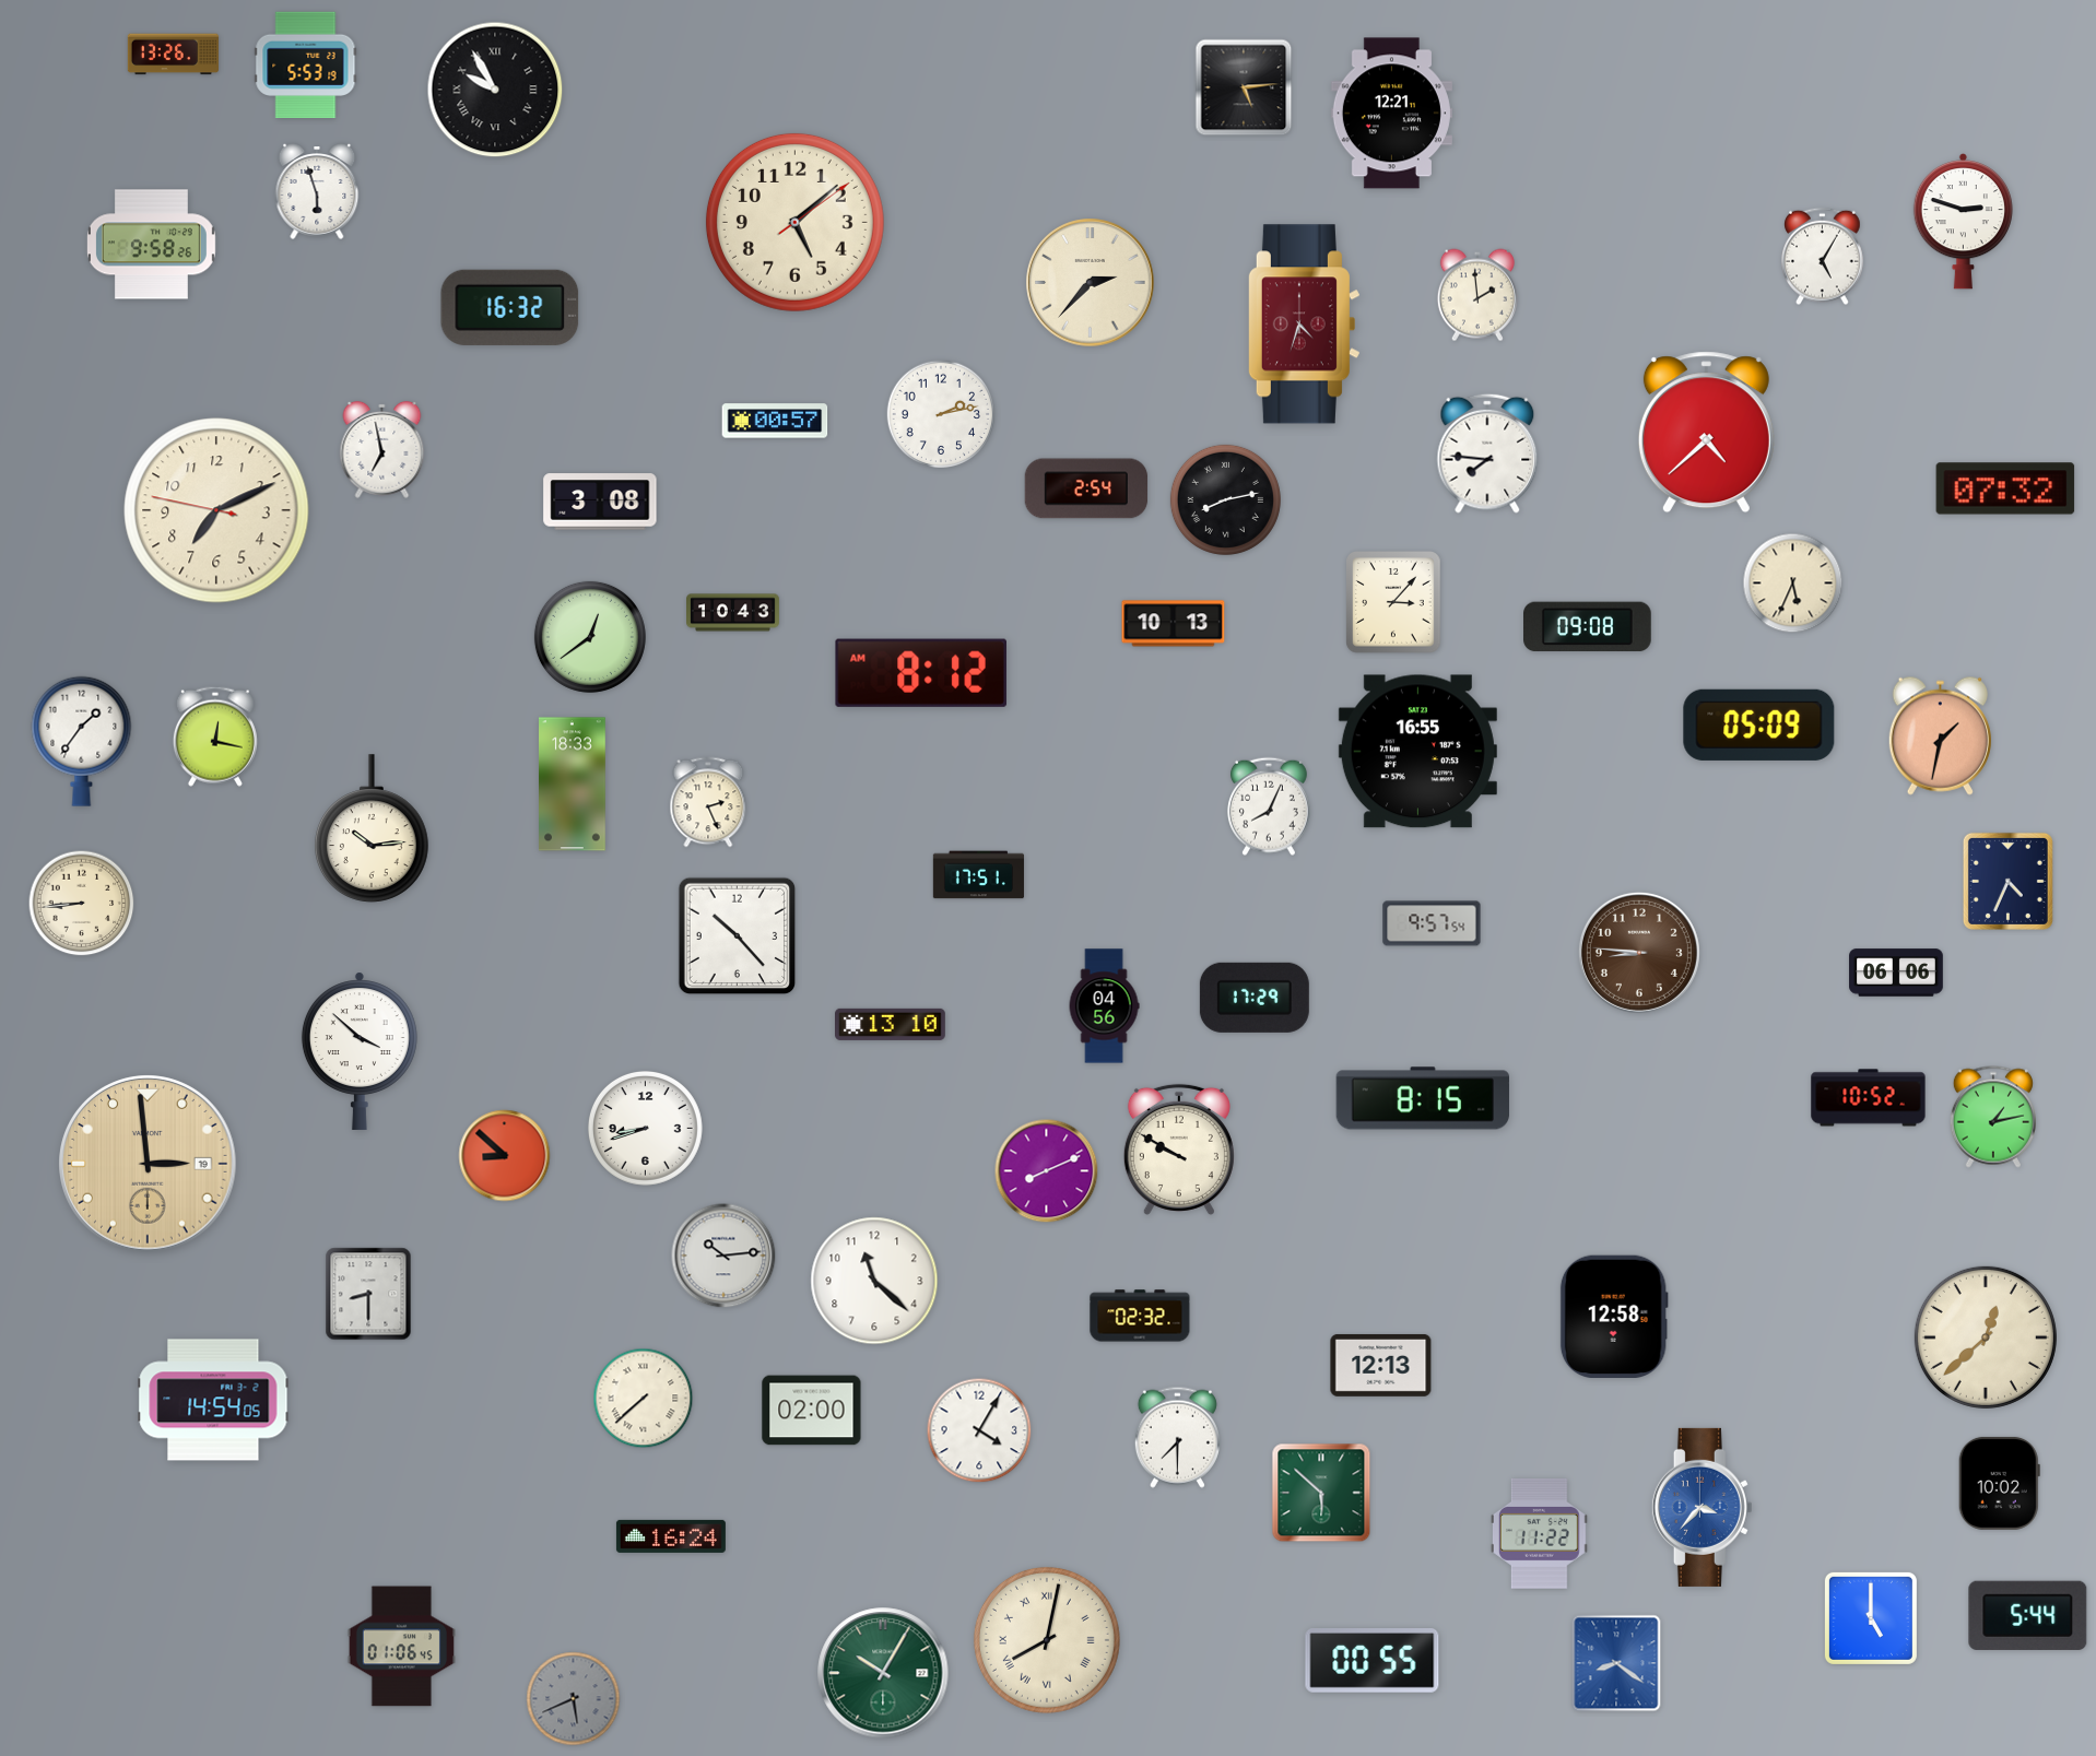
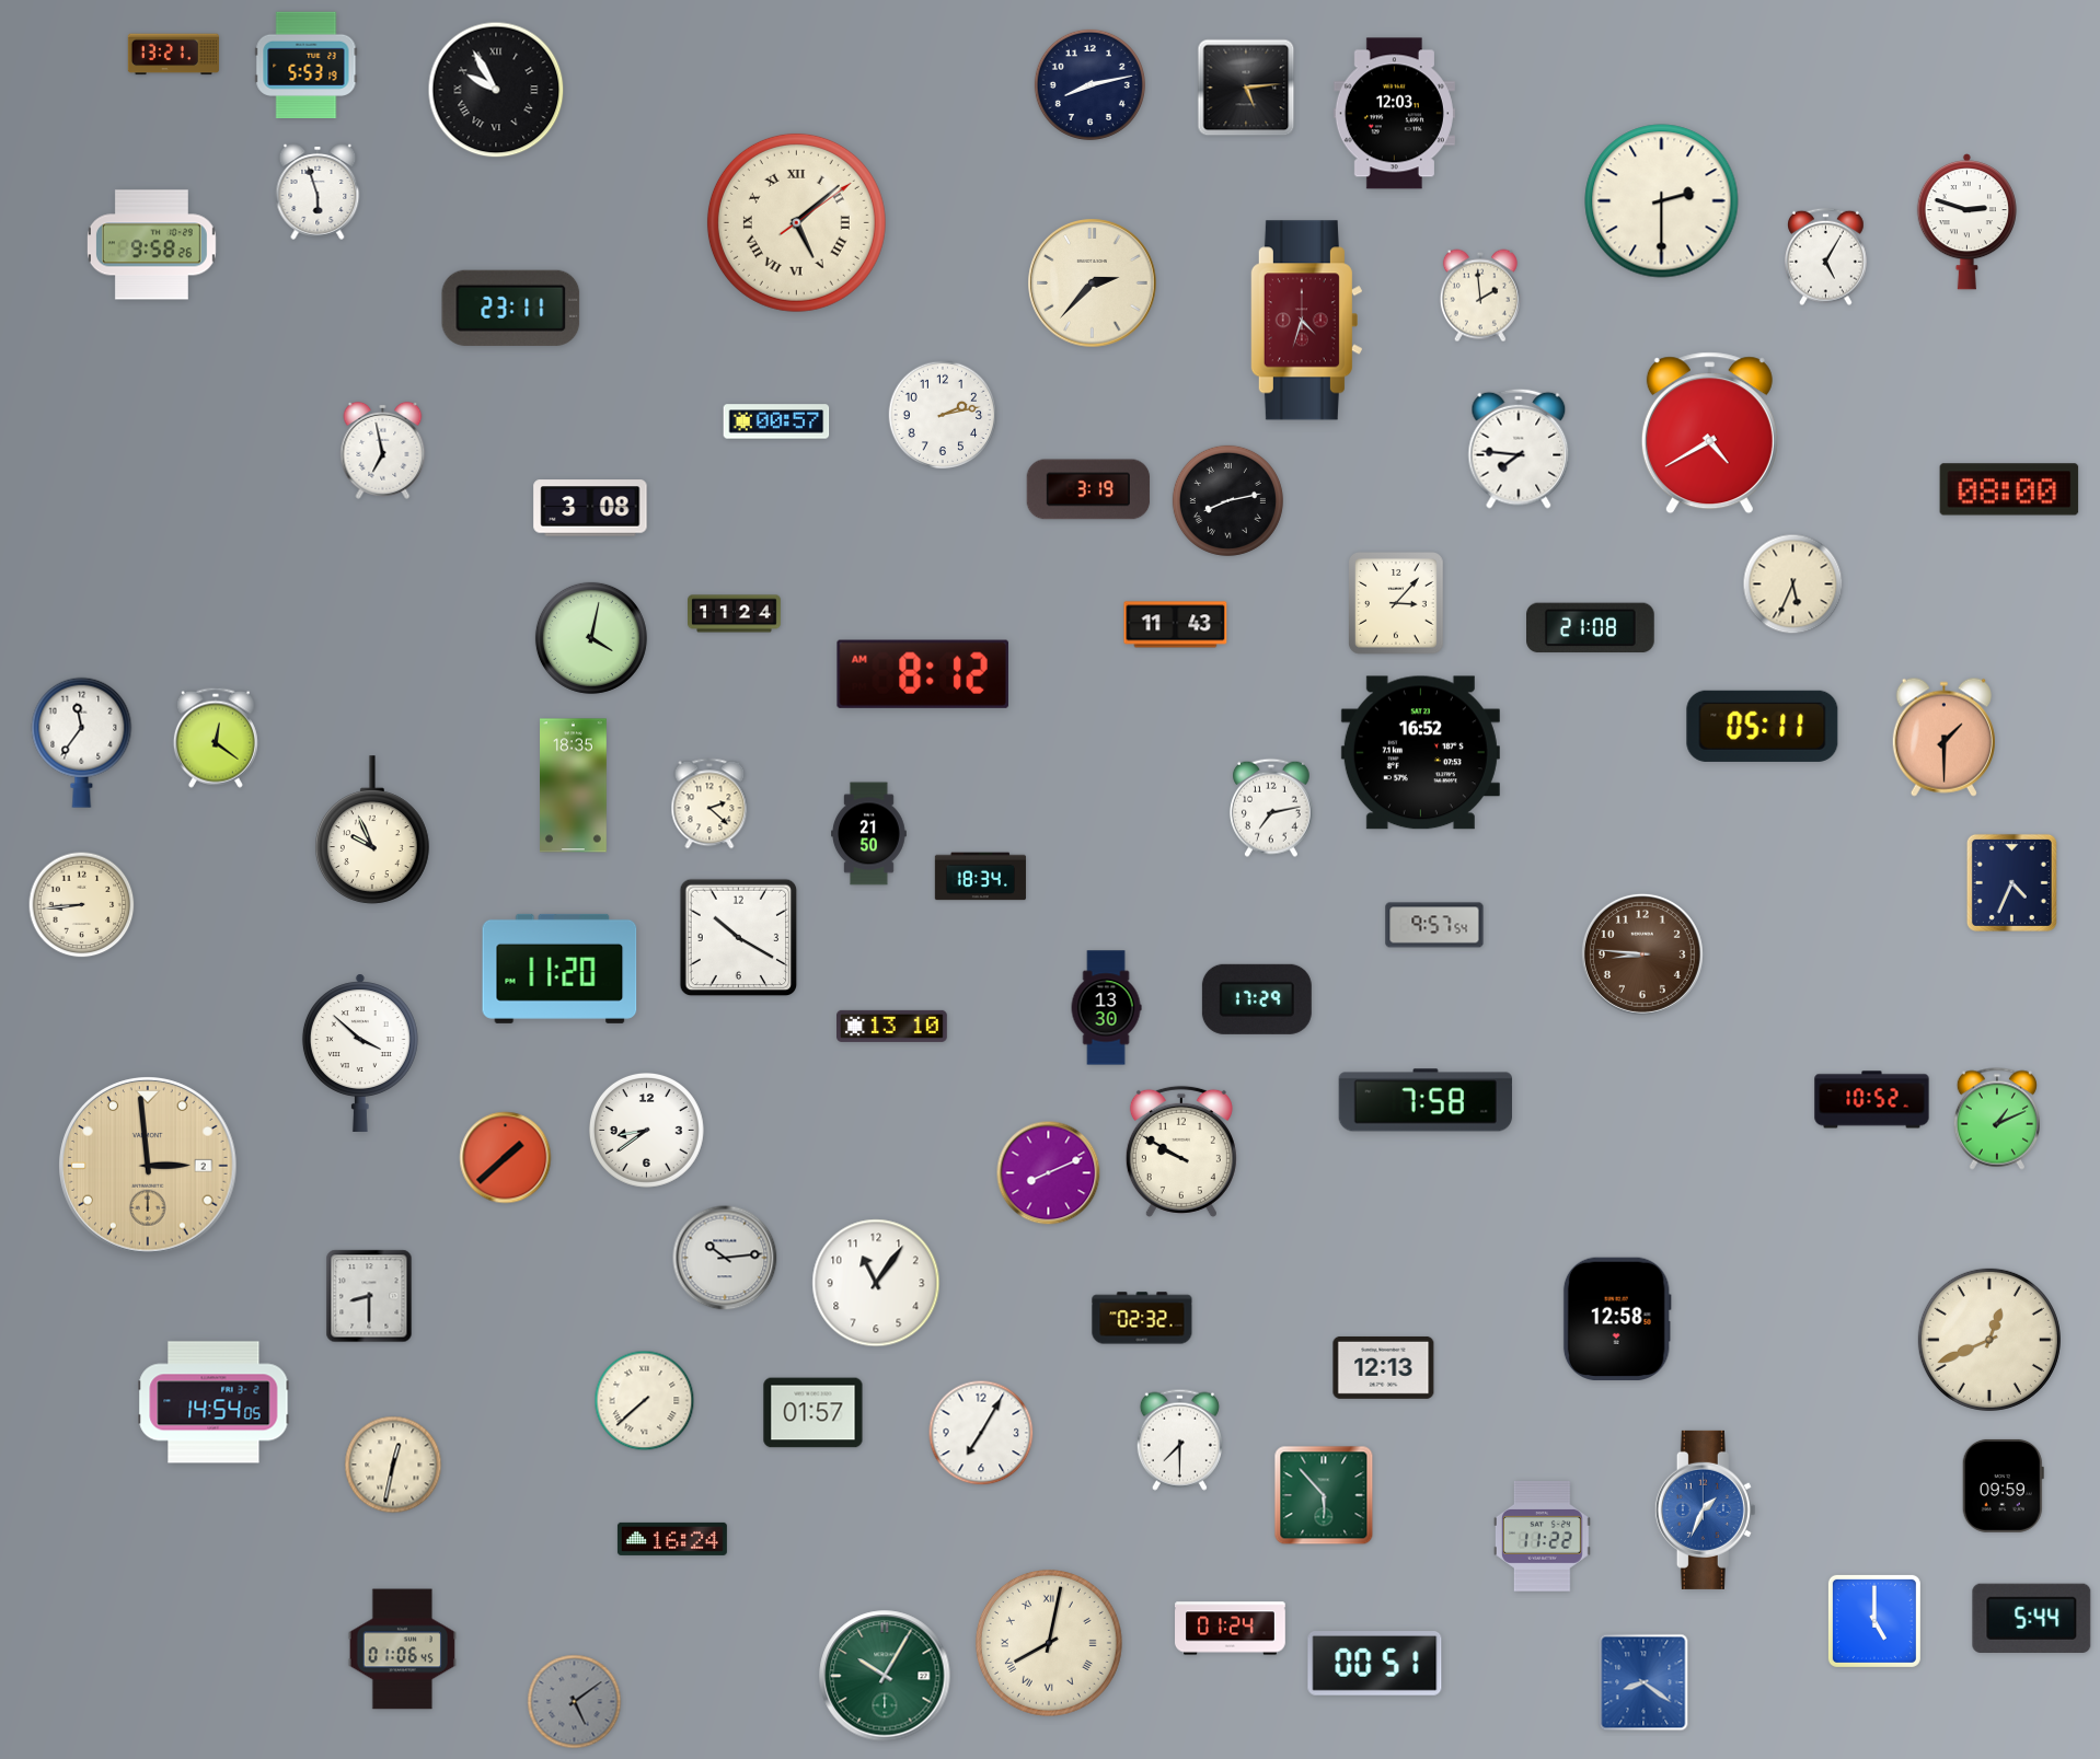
clock at (173, 55): 13:26 -> 13:21
clock at (1089, 84): none -> 8:13
clock at (1391, 114): 12:21 -> 12:03
clock at (1662, 201): none -> 2:30
clock at (794, 222) numerals: Arabic -> Roman
clock at (510, 307): 16:32 -> 23:11
clock at (1304, 325) position: (1304, 325) -> (1306, 321)
clock at (1706, 433): 4:38 -> 4:40
clock at (1487, 453) position: (1487, 453) -> (1519, 449)
clock at (1086, 488): 2:54 -> 3:19
clock at (2005, 488): 07:32 -> 08:00
clock at (600, 502) position: (600, 502) -> (590, 508)
clock at (216, 510): 7:10 -> none
clock at (1793, 584) position: (1793, 584) -> (1793, 585)
clock at (733, 613): 10:43 -> 11:24
clock at (1174, 624): 10:13 -> 11:43
clock at (1588, 627): 09:08 -> 21:08
clock at (590, 637): 12:39 -> 4:02
clock at (1759, 724): 05:09 -> 05:11
clock at (1940, 735): 1:32 -> 1:30
clock at (215, 736): 12:17 -> 12:21
clock at (82, 741): 1:36 -> 11:36
clock at (1417, 752): 16:55 -> 16:52
clock at (573, 785): 18:33 -> 18:35
clock at (708, 802): 2:26 -> 2:22
clock at (1269, 806): 8:04 -> 7:13
clock at (372, 828): 10:14 -> 9:56
clock at (869, 834): none -> 21:50
clock at (978, 875): 17:51 -> 18:34
clock at (738, 936): 10:23 -> 10:20
clock at (559, 969): none -> 11:20
clock at (1896, 973): 06:06 -> none
clock at (1104, 1006): 04:56 -> 13:30
clock at (1422, 1098): 8:15 -> 7:58
clock at (1993, 1117): 1:13 -> 1:11
clock at (645, 1128): 8:42 -> 8:39
clock at (505, 1156): 8:52 -> 1:38
clock at (148, 1164) date: 19 -> 2
clock at (874, 1281): 11:22 -> 11:06
clock at (1986, 1337): 12:38 -> 12:41
clock at (812, 1411): 02:00 -> 01:57
clock at (979, 1430): 4:05 -> 7:05
clock at (393, 1465): none -> 12:32
clock at (1999, 1483): 10:02 -> 09:59
clock at (1321, 1493): 5:52 -> 5:53
clock at (1701, 1507): 3:37 -> 1:34
clock at (1231, 1629): none -> 01:24
clock at (1373, 1661): 00:55 -> 00:51
clock at (1616, 1663) position: (1616, 1663) -> (1643, 1682)
clock at (574, 1699): 5:41 -> 5:09
